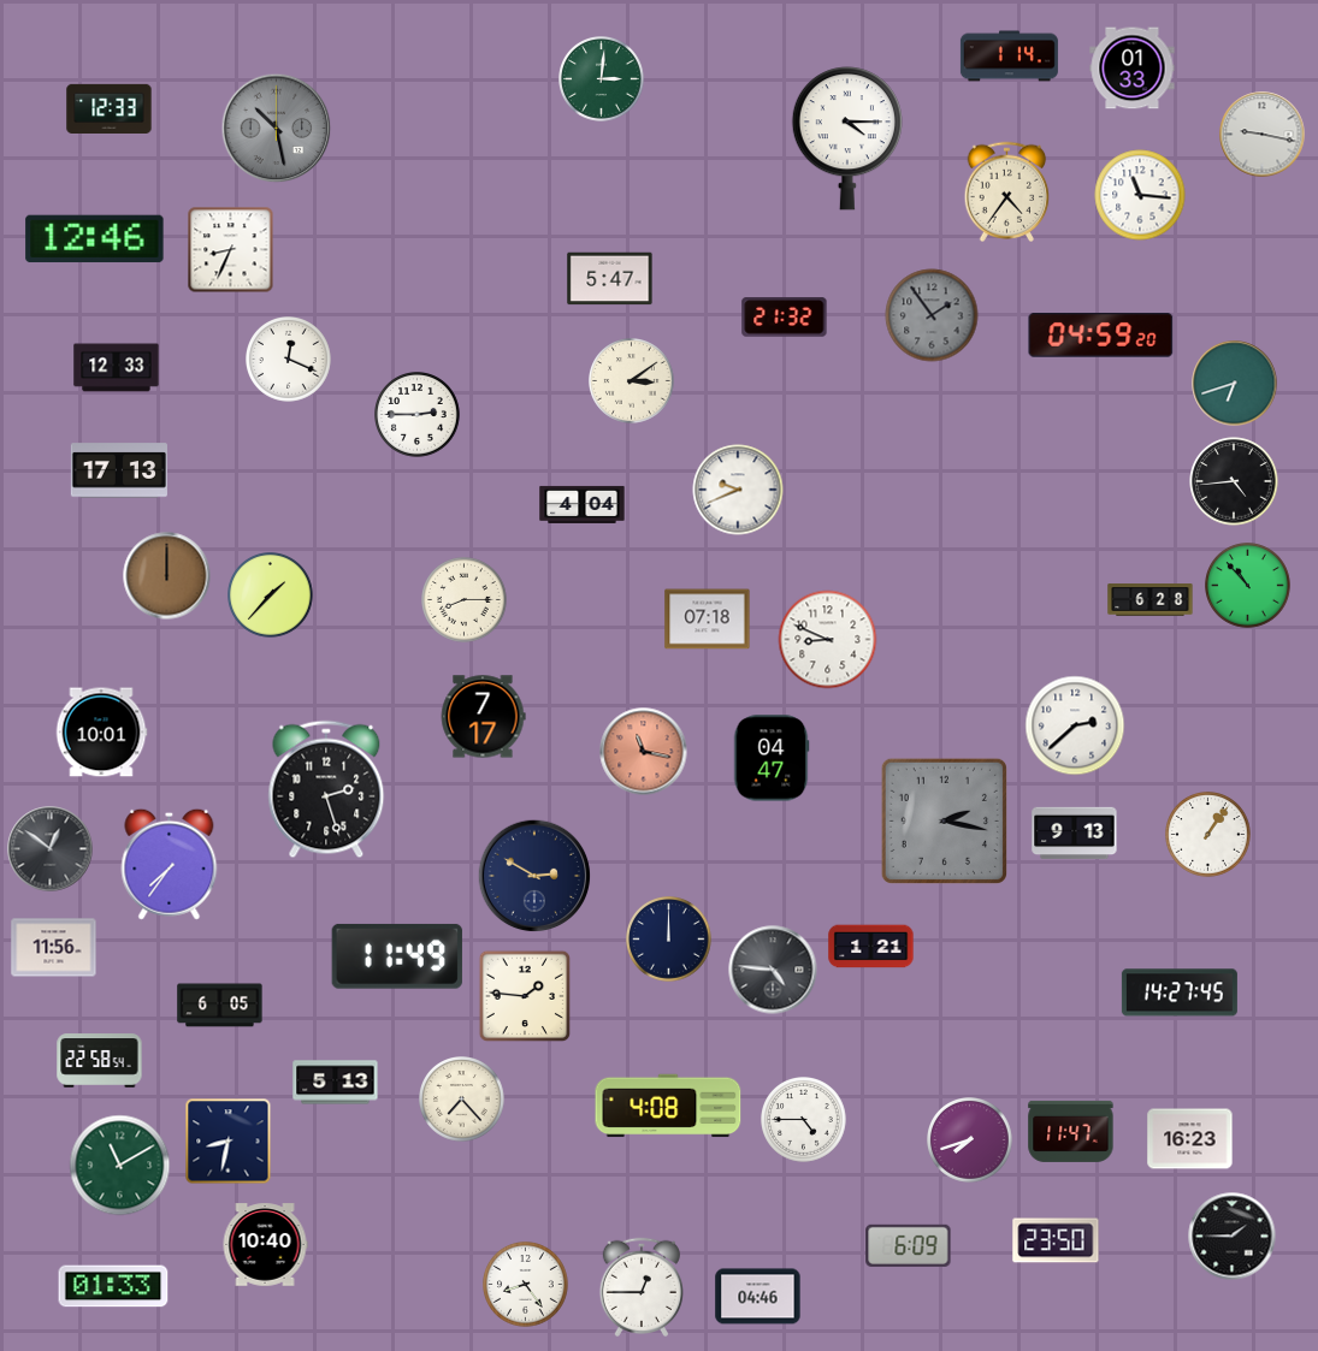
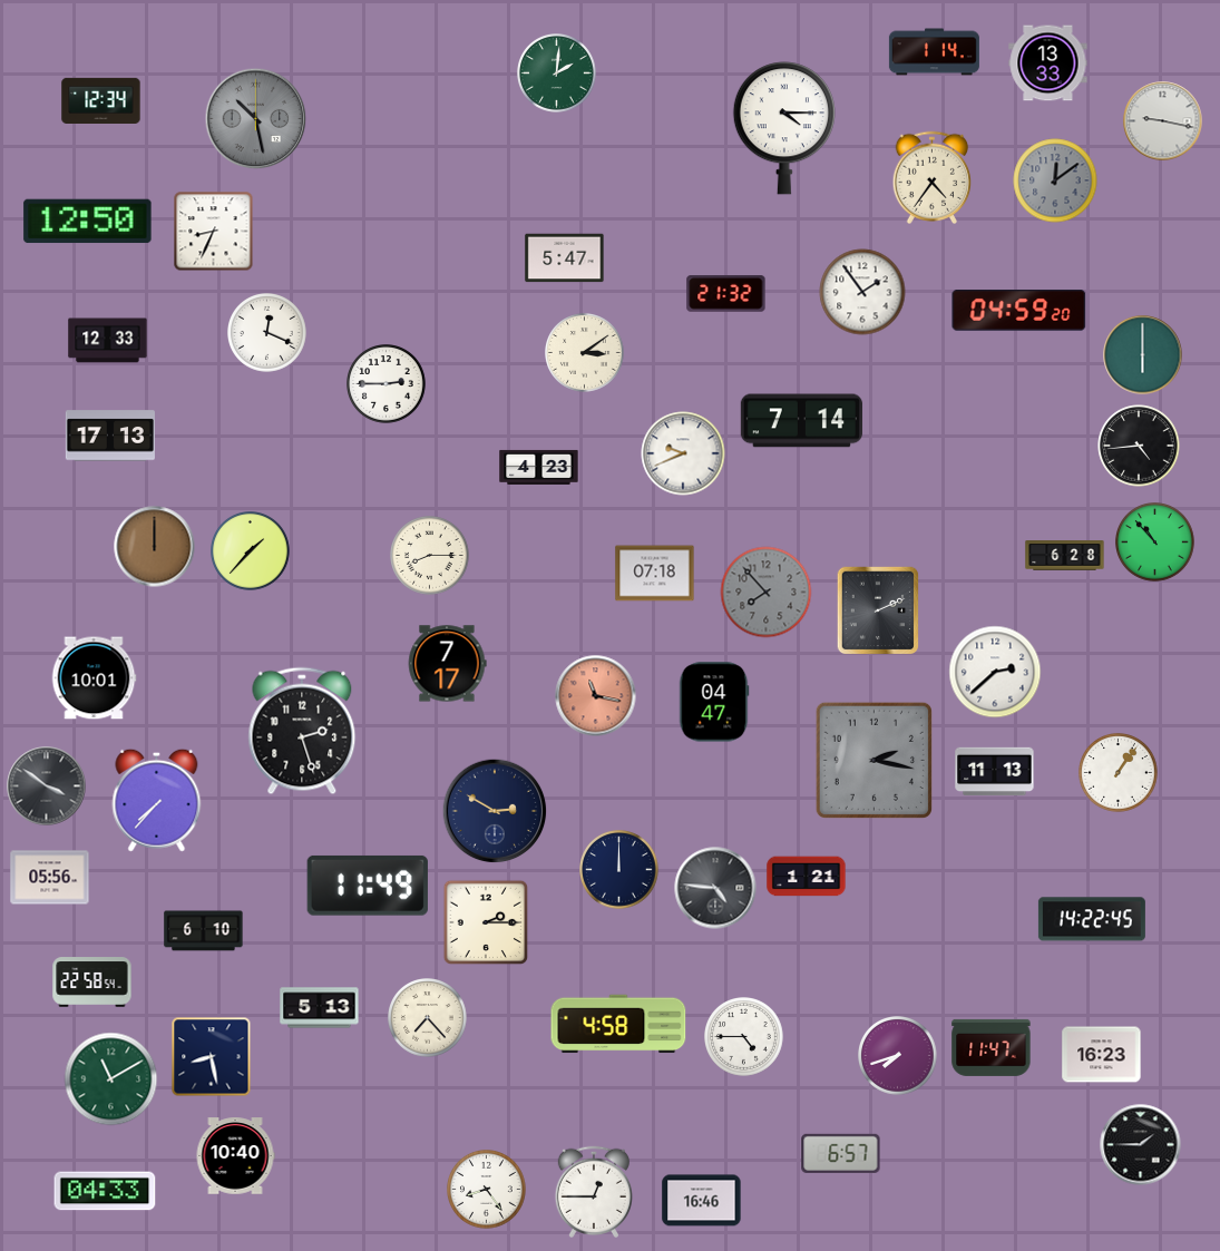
clock at (1133, 69): 01:33 -> 13:33
clock at (602, 79): 3:01 -> 2:01
clock at (110, 109): 12:33 -> 12:34
clock at (1263, 135) position: (1263, 135) -> (1163, 121)
clock at (1140, 195): 11:16 -> 12:09
clock at (1140, 195) dial: white -> grey
clock at (95, 239): 12:46 -> 12:50
clock at (932, 315) dial: grey -> white
clock at (1235, 384): 6:42 -> 6:00
clock at (801, 421): none -> 7:14
clock at (1234, 481) position: (1234, 481) -> (1139, 446)
clock at (583, 504): 4:04 -> 4:23
clock at (167, 576) position: (167, 576) -> (155, 547)
clock at (828, 640): 8:49 -> 7:53
clock at (828, 640) dial: white -> grey
clock at (878, 610): none -> 2:11
clock at (1075, 834): 9:13 -> 11:13
clock at (51, 849): 12:51 -> 3:51
clock at (170, 864): 7:36 -> 7:37
clock at (54, 948): 11:56 -> 05:56
clock at (773, 970) position: (773, 970) -> (715, 888)
clock at (1180, 992): 14:27 -> 14:22
clock at (525, 996): 1:46 -> 2:15
clock at (220, 1006): 6:05 -> 6:10
clock at (336, 1083) position: (336, 1083) -> (320, 1008)
clock at (668, 1106): 4:08 -> 4:58
clock at (229, 1142): 8:32 -> 8:28
clock at (1056, 1240): 23:50 -> none
clock at (265, 1245) position: (265, 1245) -> (235, 1156)
clock at (909, 1245): 6:09 -> 6:57
clock at (113, 1286): 01:33 -> 04:33
clock at (758, 1297): 04:46 -> 16:46
